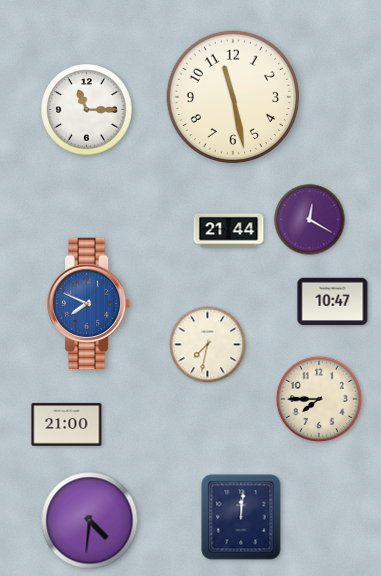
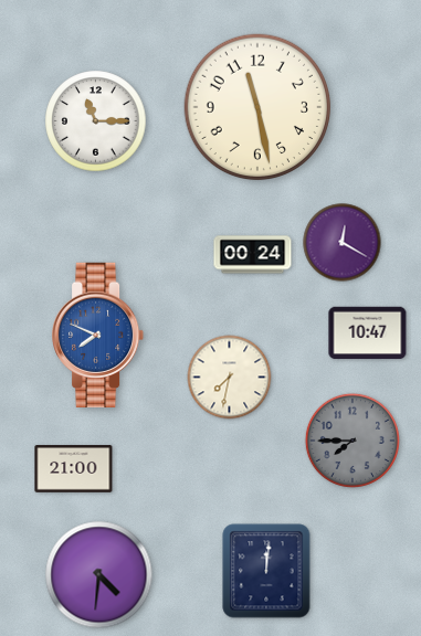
clock at (229, 231): 21:44 -> 00:24
clock at (208, 345) position: (208, 345) -> (230, 378)
clock at (319, 399) dial: cream -> grey
